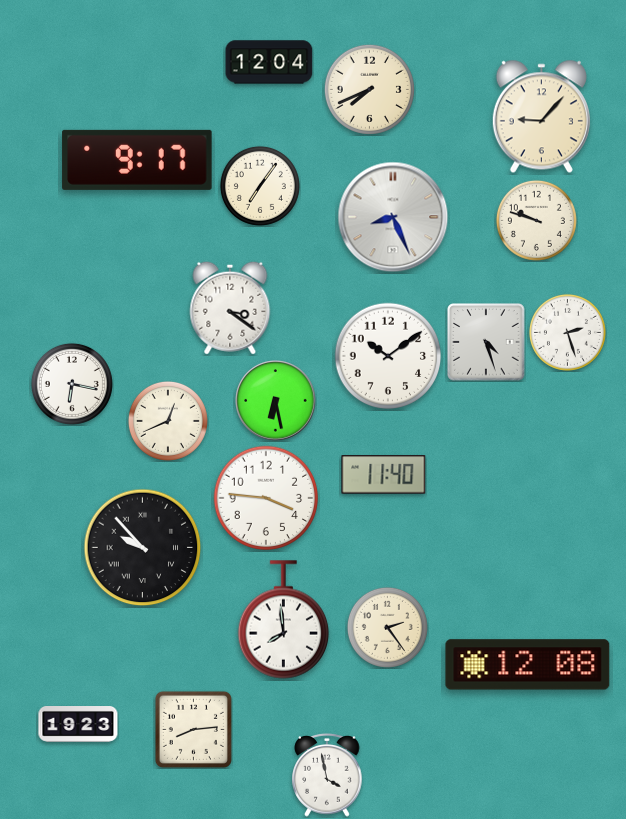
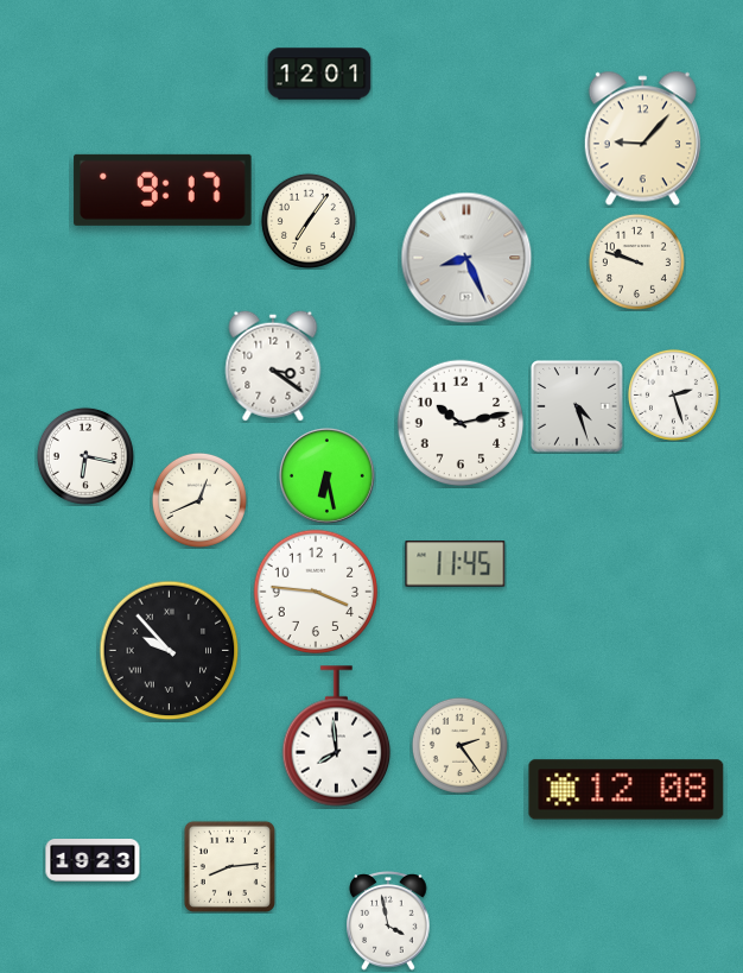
clock at (269, 62): 12:04 -> 12:01
clock at (369, 89): 7:41 -> none
clock at (388, 356): 10:09 -> 10:13
clock at (384, 475): 11:40 -> 11:45
